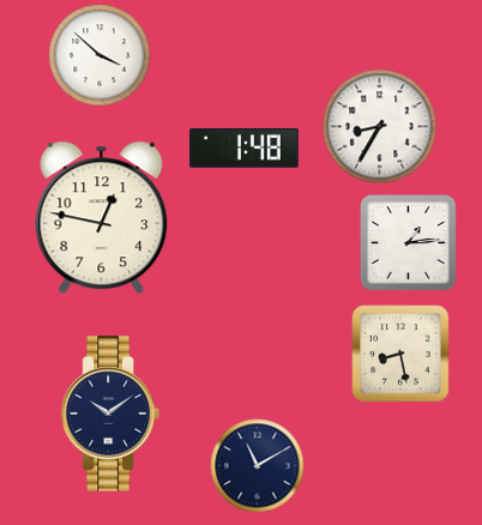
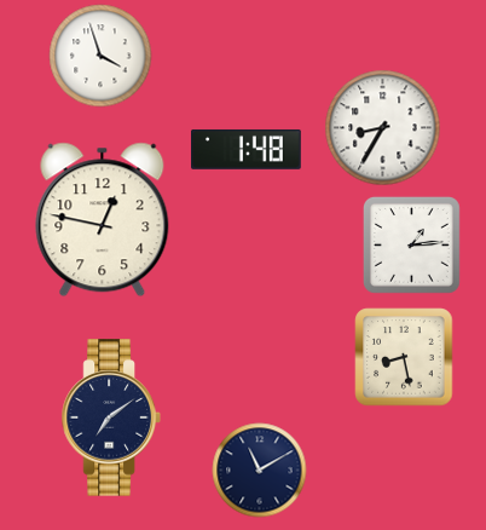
clock at (100, 55): 3:52 -> 3:57
clock at (110, 414): 10:09 -> 7:09
